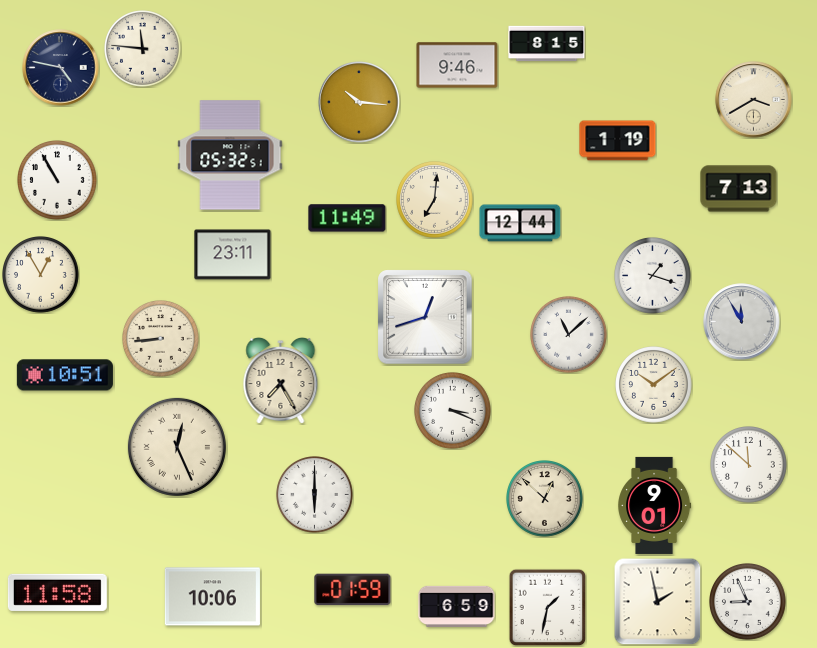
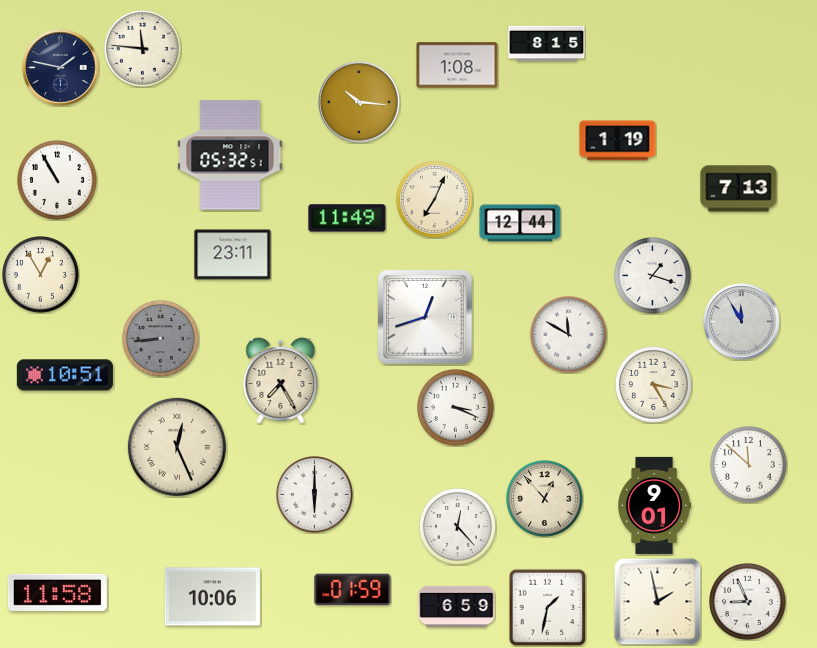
clock at (457, 65): 9:46 -> 1:08
clock at (61, 68): 4:47 -> 1:47
clock at (754, 100): 3:40 -> none
clock at (435, 200): 7:01 -> 7:04
clock at (569, 335): 11:08 -> 11:50
clock at (161, 339) dial: cream -> grey
clock at (654, 385): 10:09 -> 3:25
clock at (453, 411) position: (453, 411) -> (456, 408)
clock at (545, 499): 12:52 -> 12:53
clock at (458, 527): none -> 12:23
